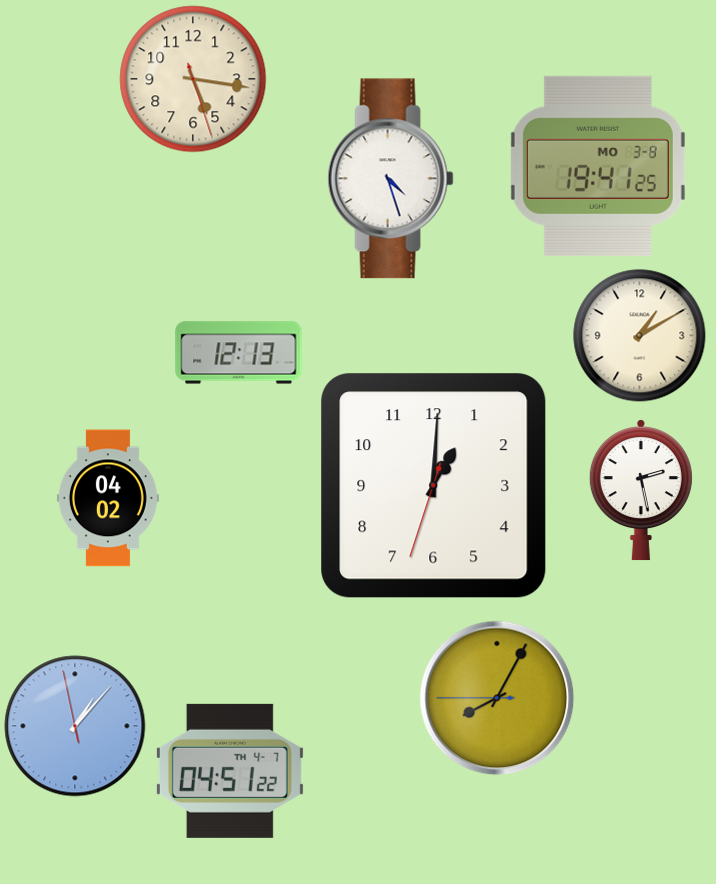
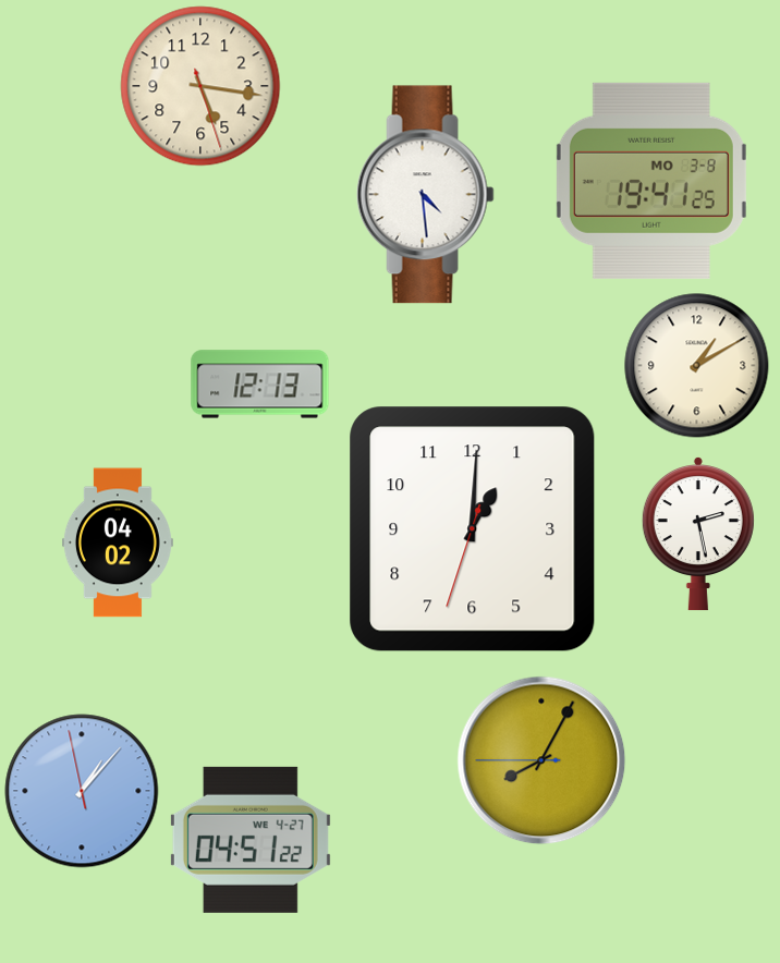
clock at (193, 79) position: (193, 79) -> (200, 86)
clock at (390, 179): 4:27 -> 4:29
clock at (230, 771) date: TH 4-7 -> WE 4-27
